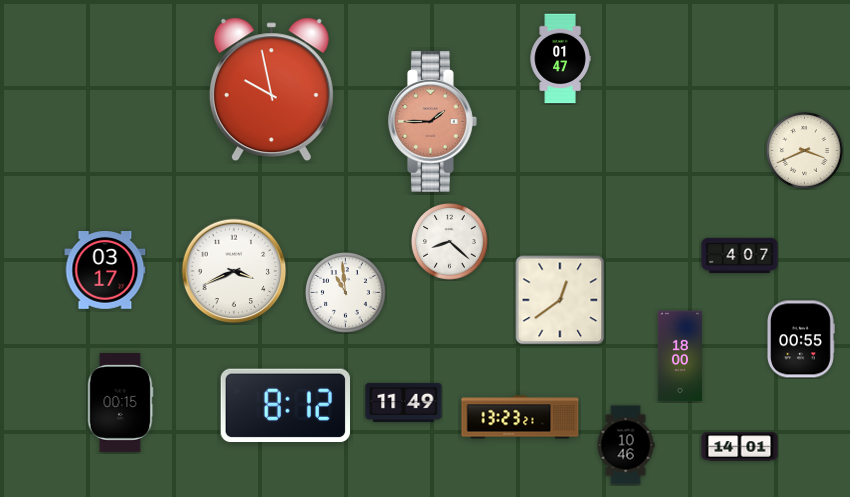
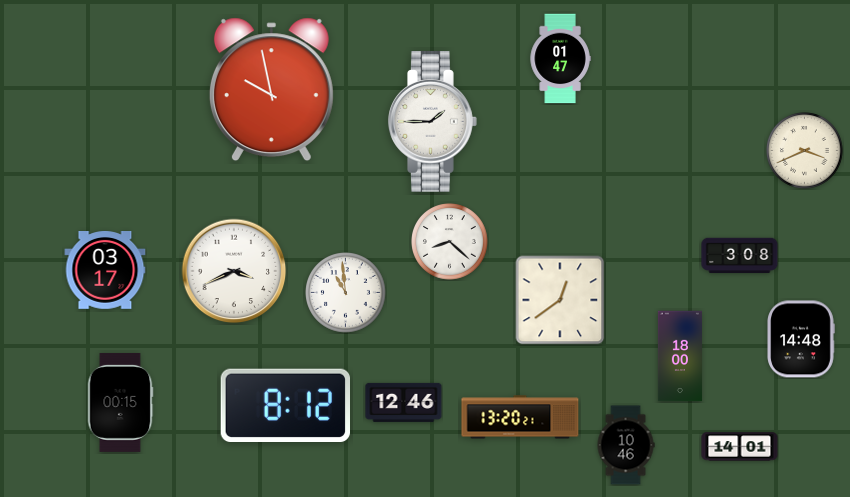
clock at (433, 122) dial: salmon -> white
clock at (740, 256): 4:07 -> 3:08
clock at (801, 339): 00:55 -> 14:48
clock at (404, 402): 11:49 -> 12:46
clock at (520, 417): 13:23 -> 13:20
